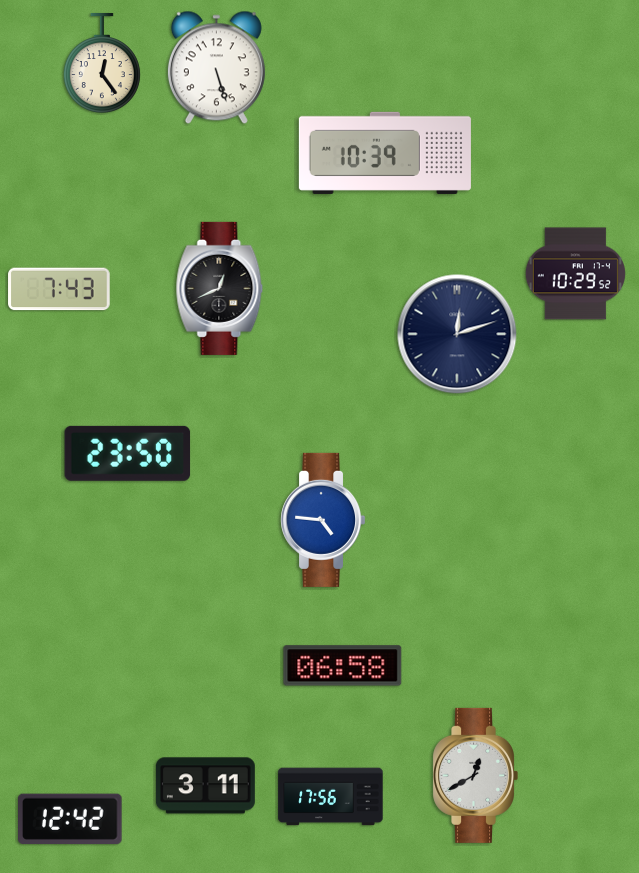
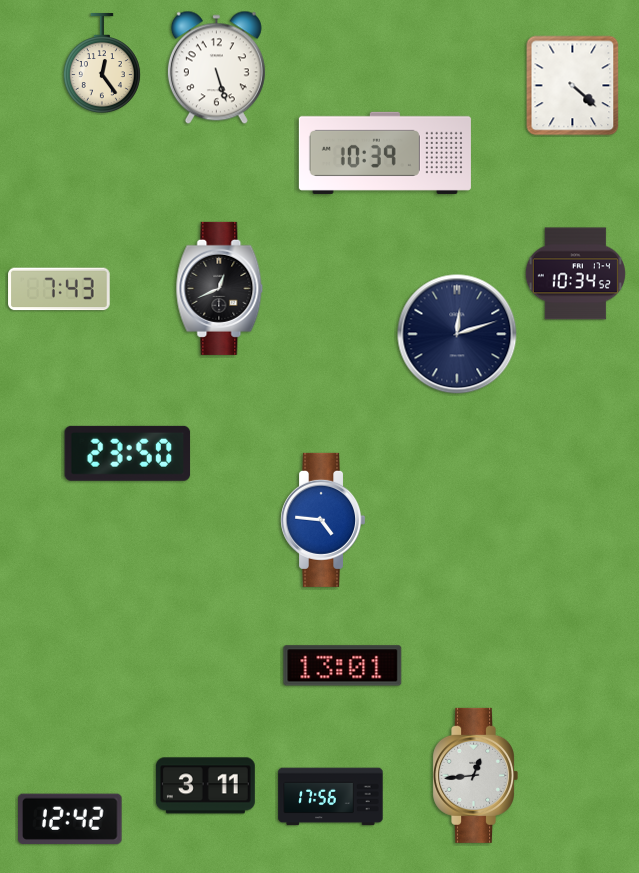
clock at (573, 86): none -> 4:22
clock at (575, 274): 10:29 -> 10:34
clock at (343, 666): 06:58 -> 13:01
clock at (475, 775): 12:40 -> 12:44
